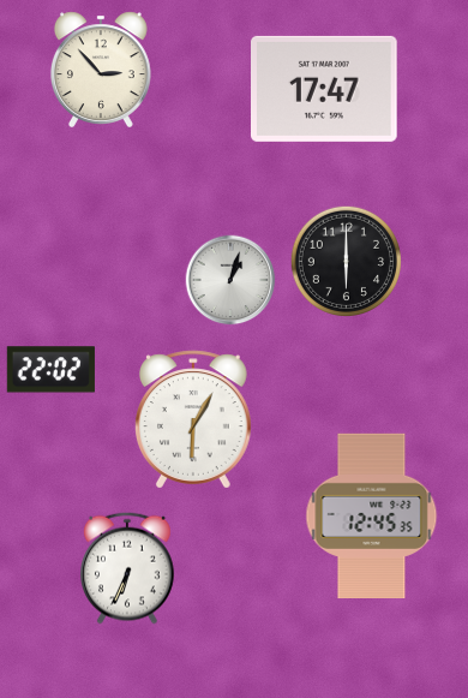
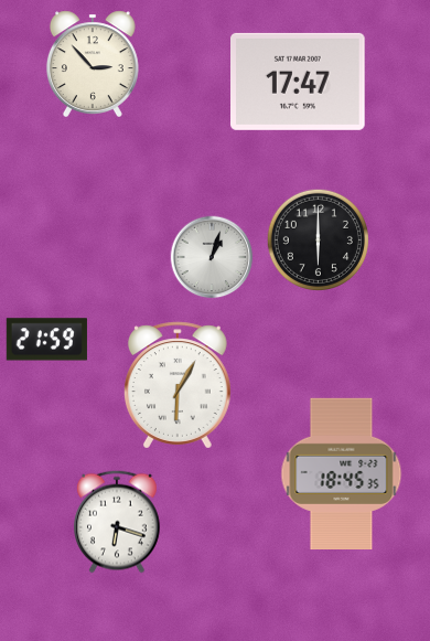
clock at (50, 370): 22:02 -> 21:59
clock at (372, 515): 12:45 -> 18:45
clock at (128, 568): 6:34 -> 6:18
